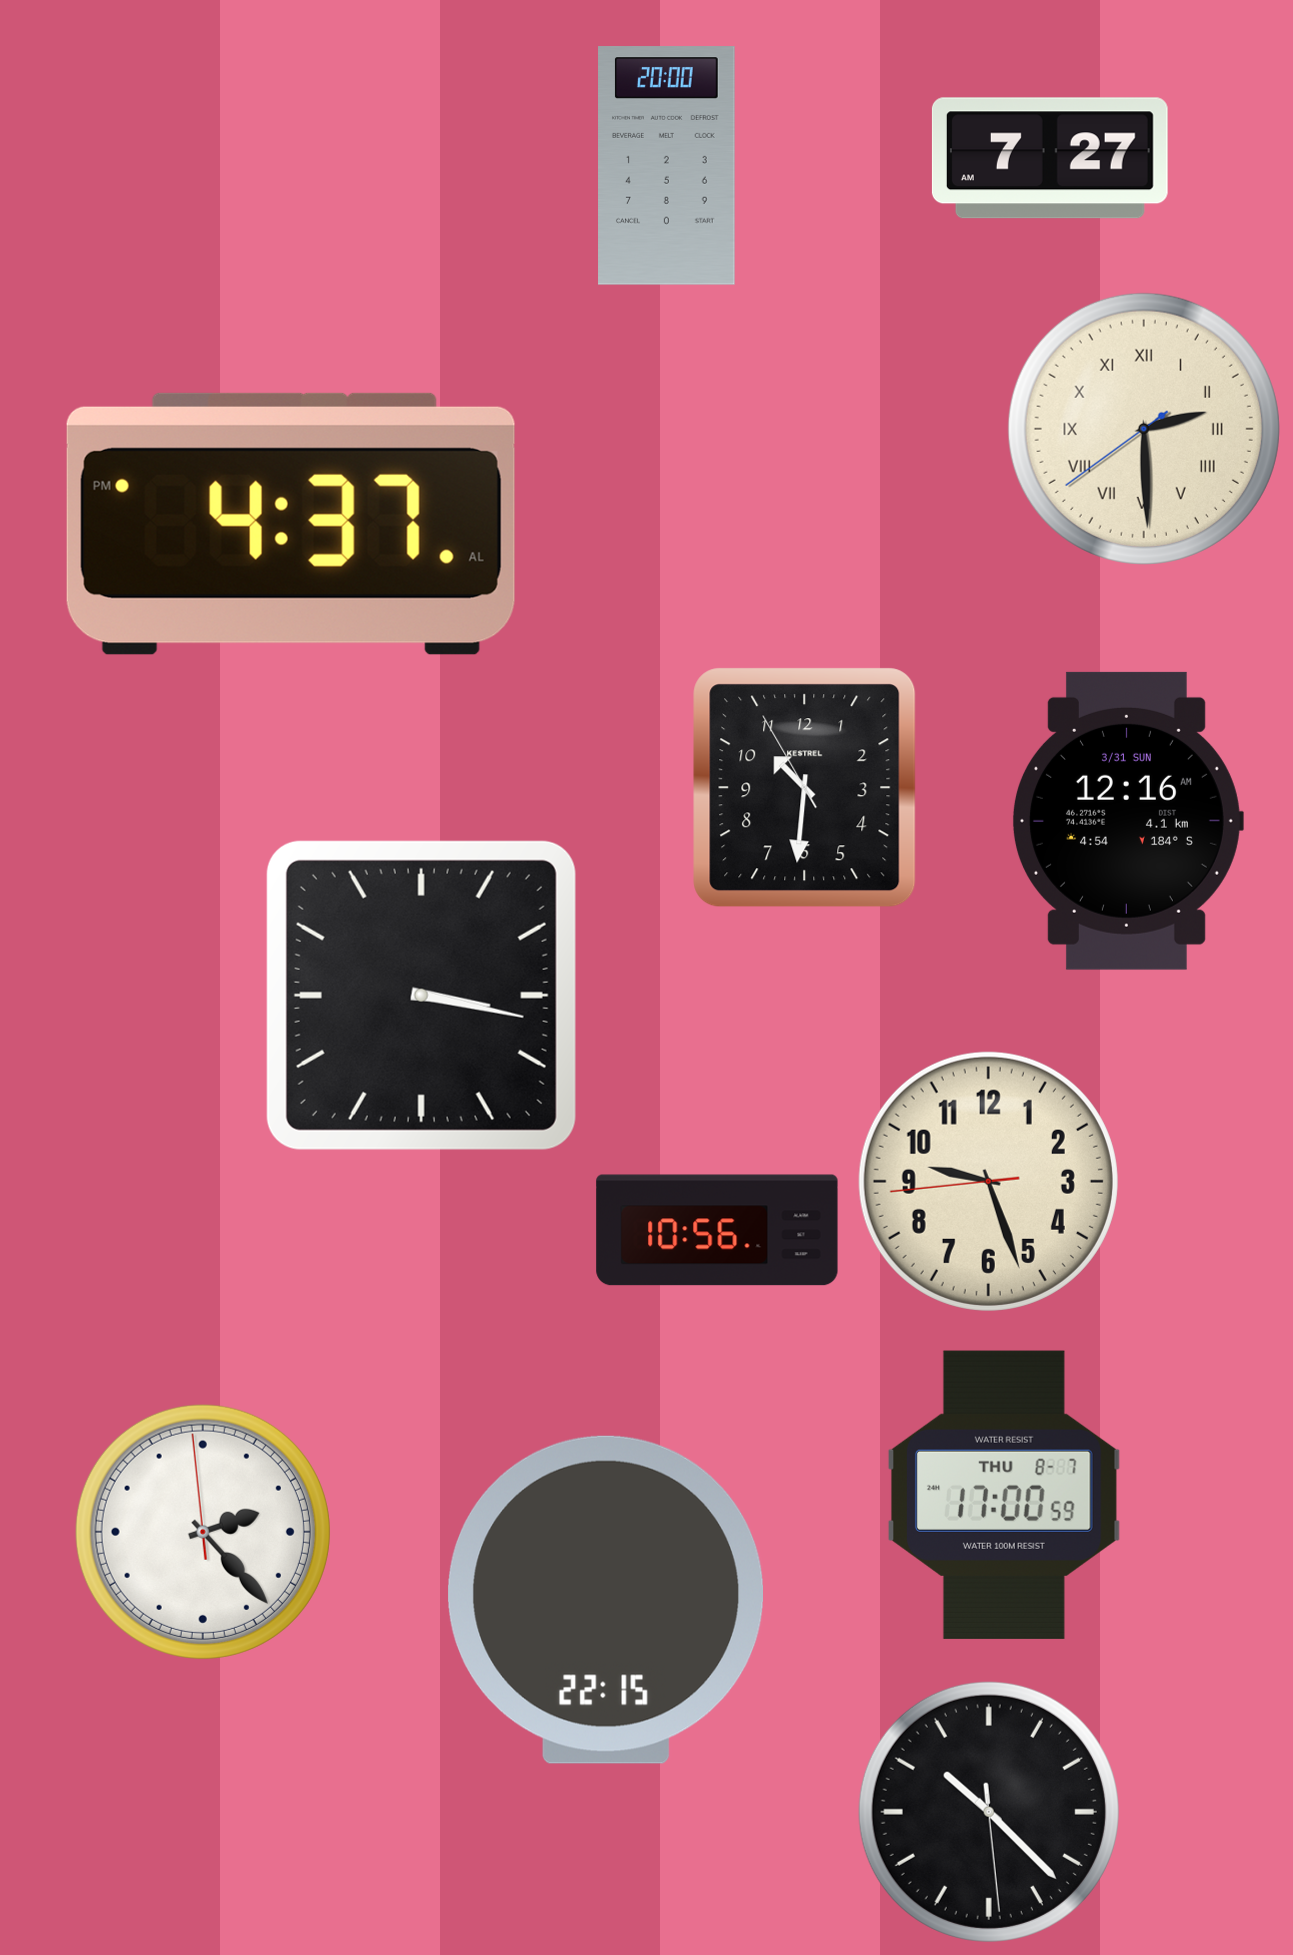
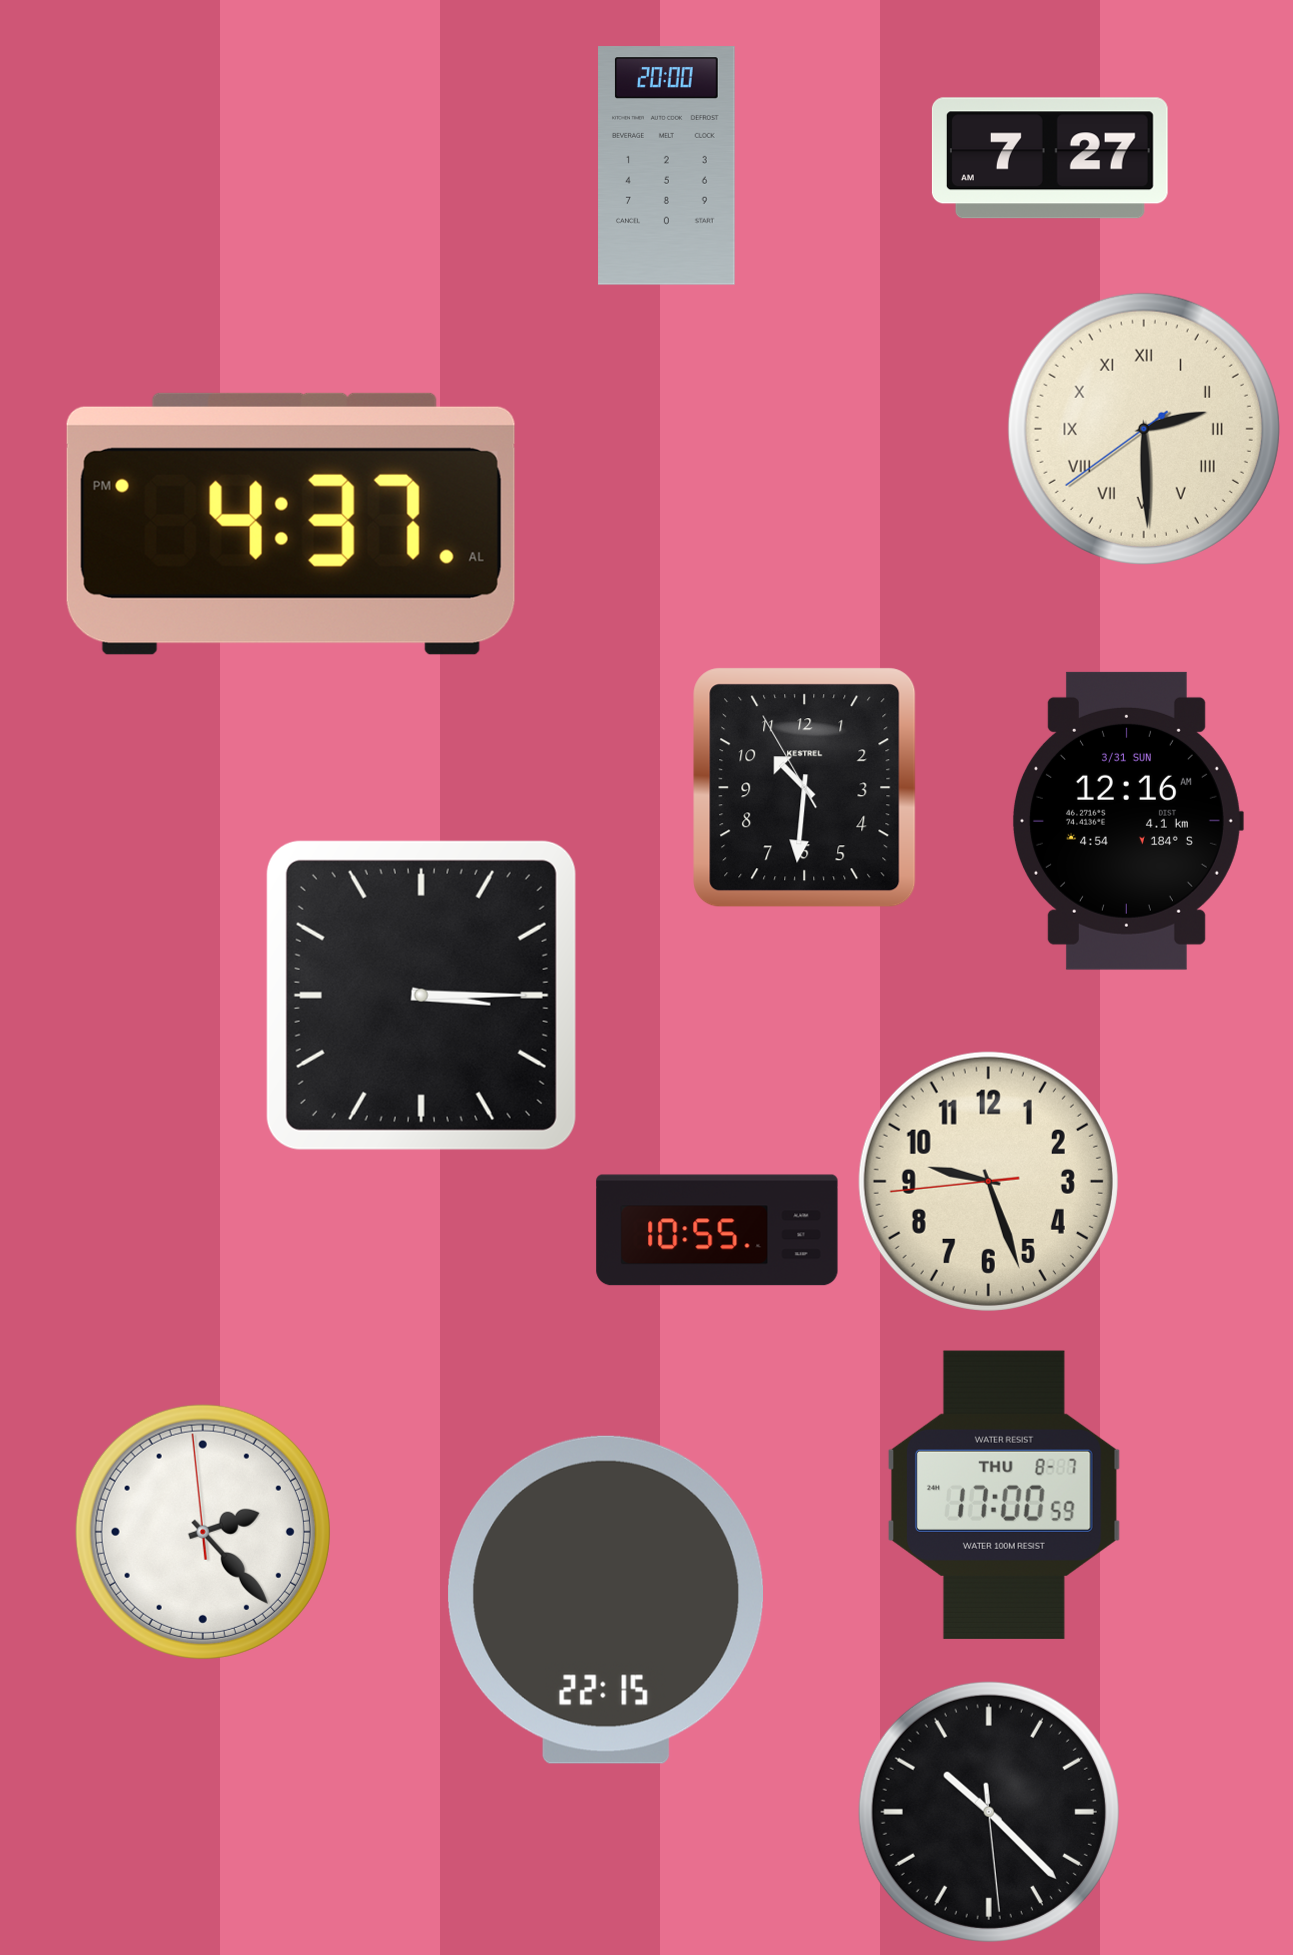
clock at (421, 995): 3:17 -> 3:15
clock at (717, 1230): 10:56 -> 10:55
